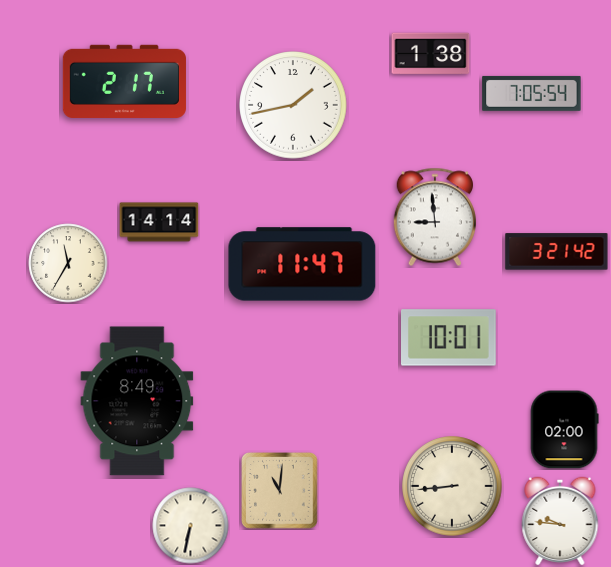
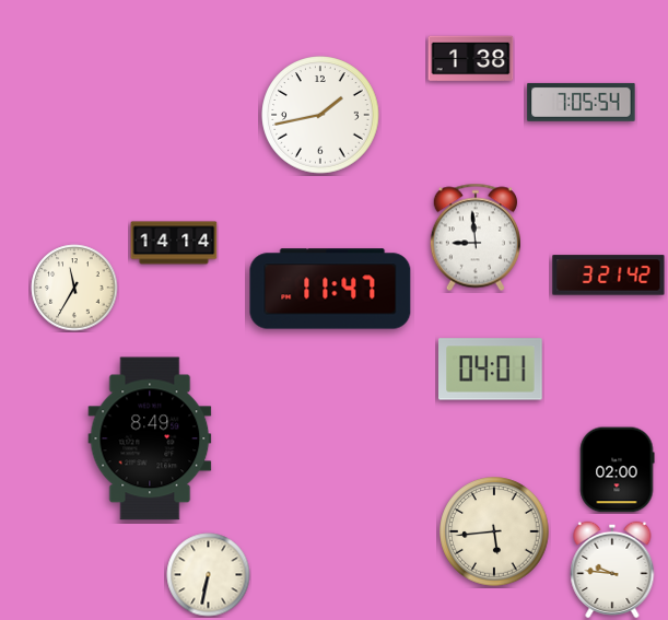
clock at (124, 81): 2:17 -> none
clock at (449, 338): 10:01 -> 04:01
clock at (452, 486): 8:44 -> 5:44
clock at (280, 491): 11:01 -> none
